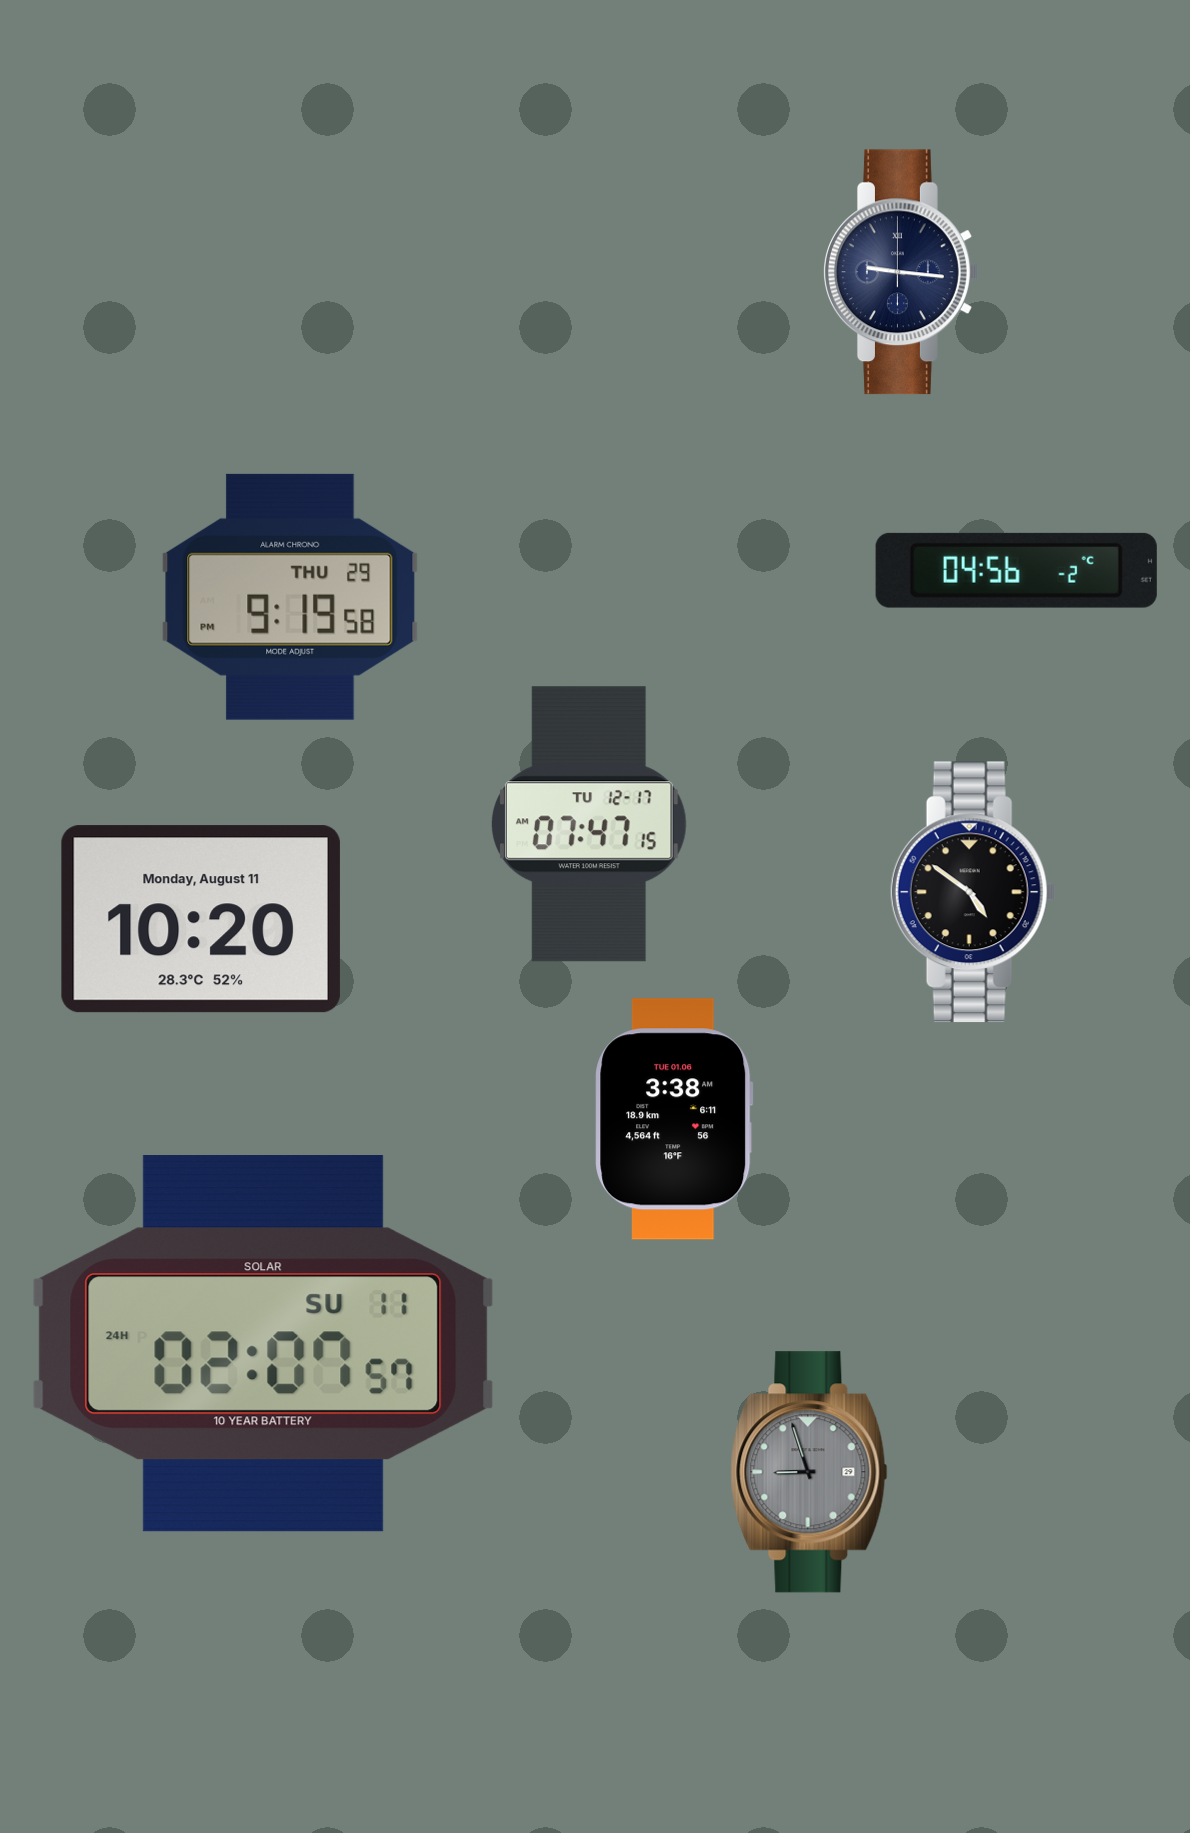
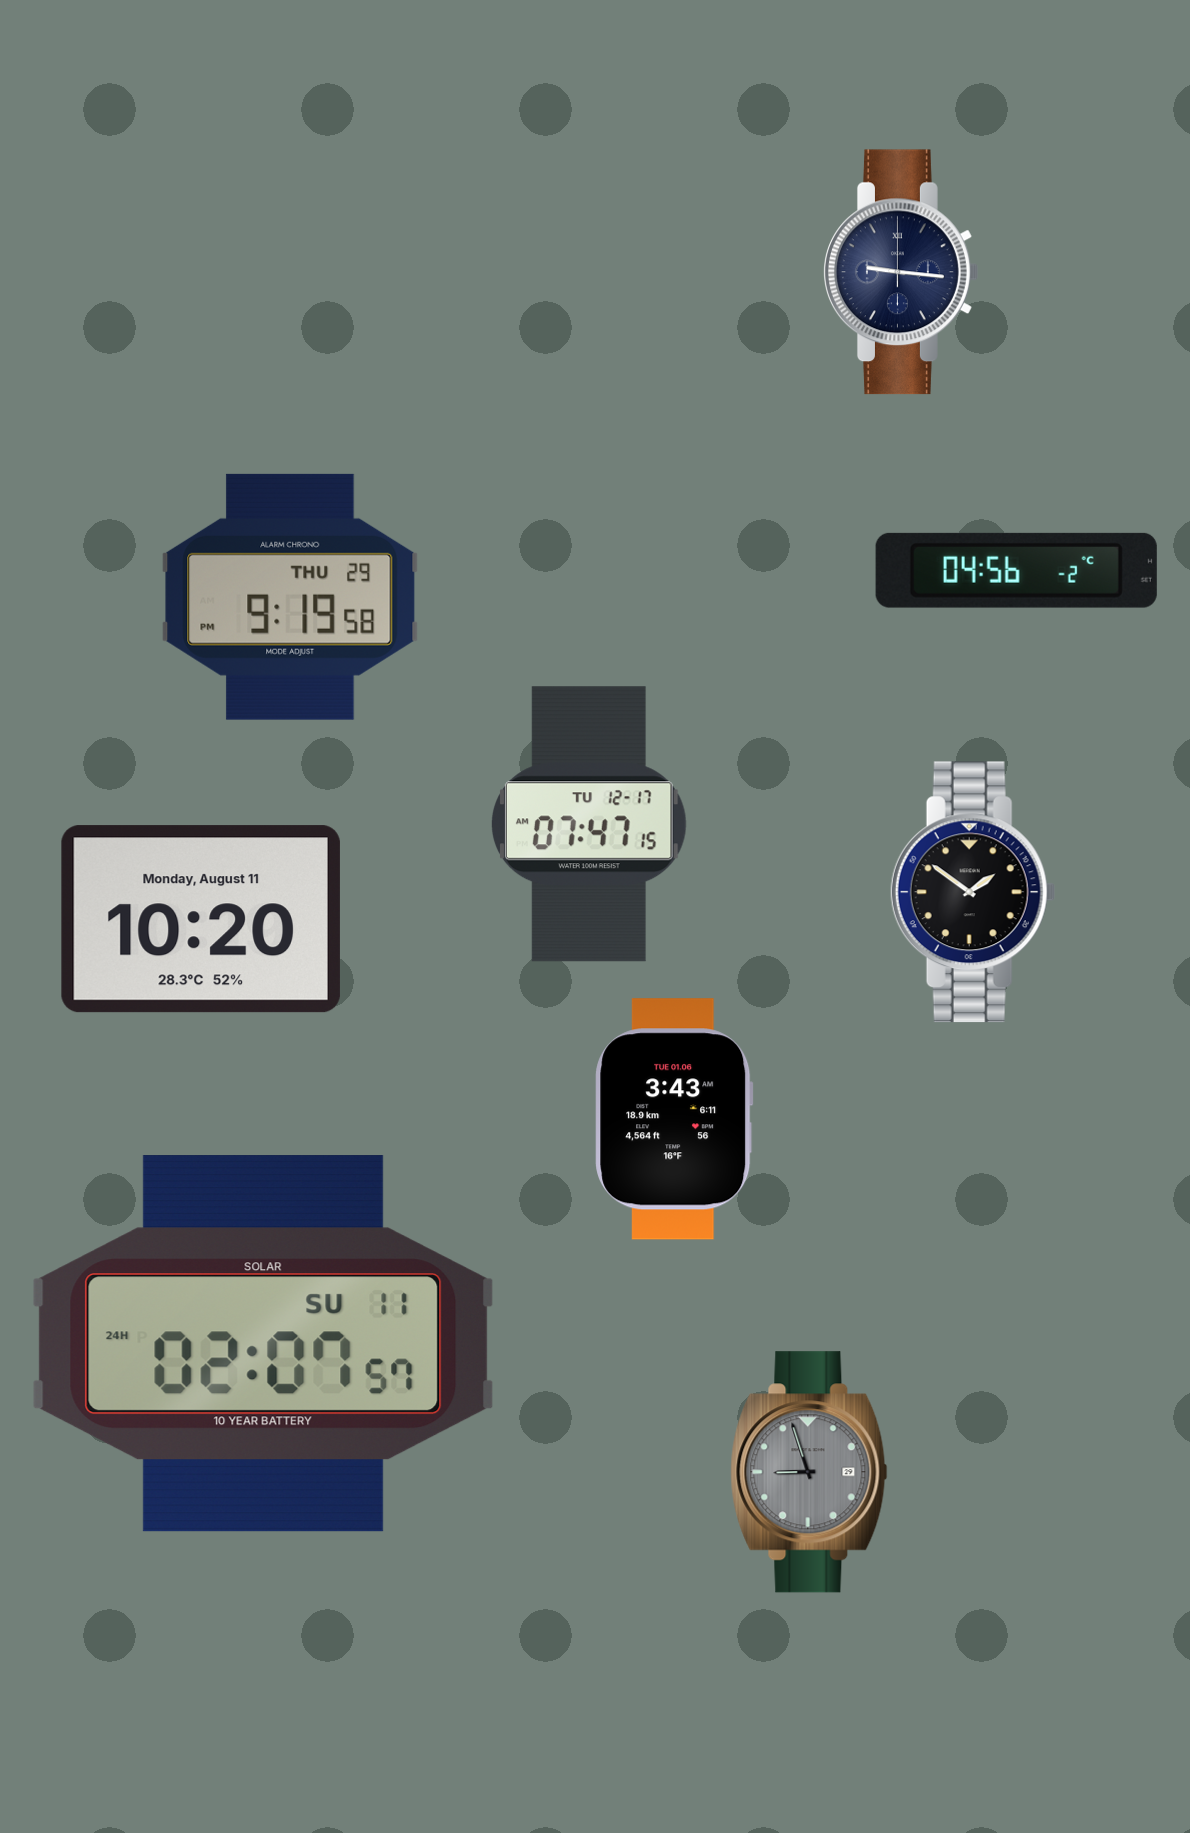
clock at (973, 892): 4:51 -> 1:51
clock at (674, 1119): 3:38 -> 3:43
